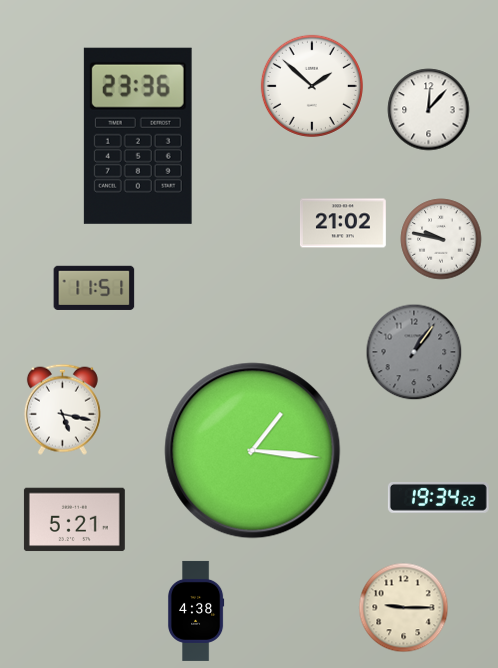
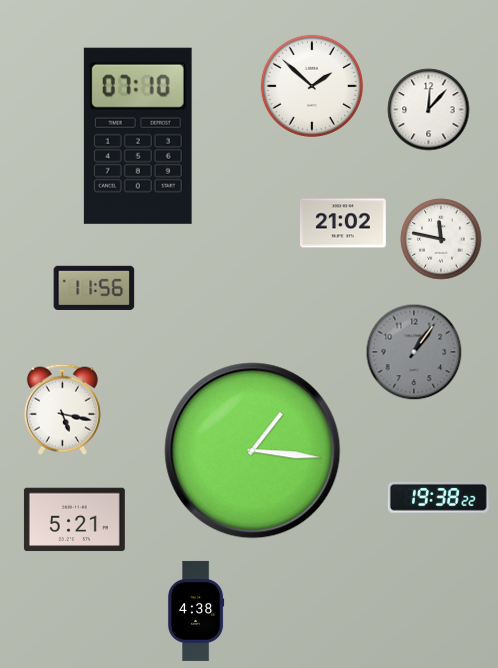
clock at (138, 136): 23:36 -> 07:10
clock at (441, 239): 9:47 -> 11:47
clock at (94, 288): 11:51 -> 11:56
clock at (438, 497): 19:34 -> 19:38
clock at (404, 608): 9:15 -> none
